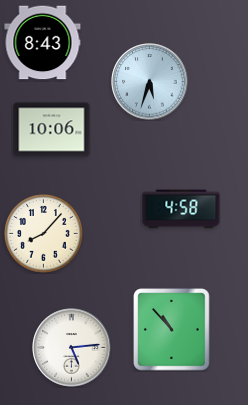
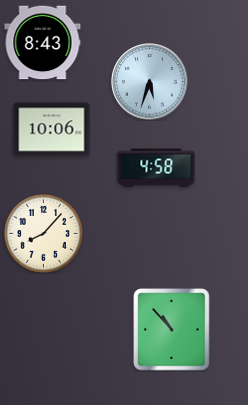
clock at (181, 209) position: (181, 209) -> (156, 168)
clock at (72, 348): 5:14 -> none
